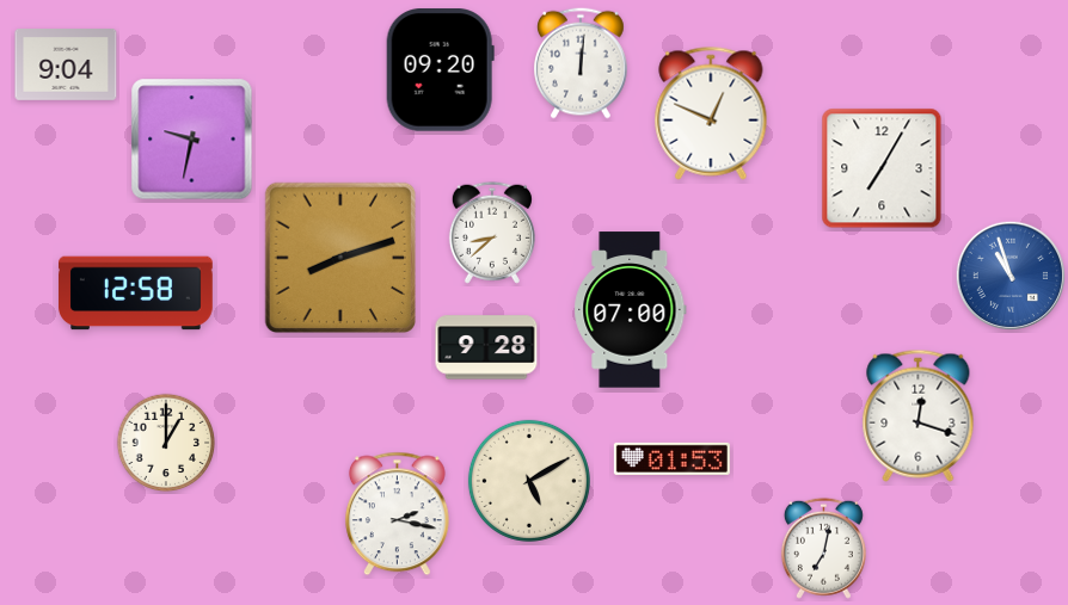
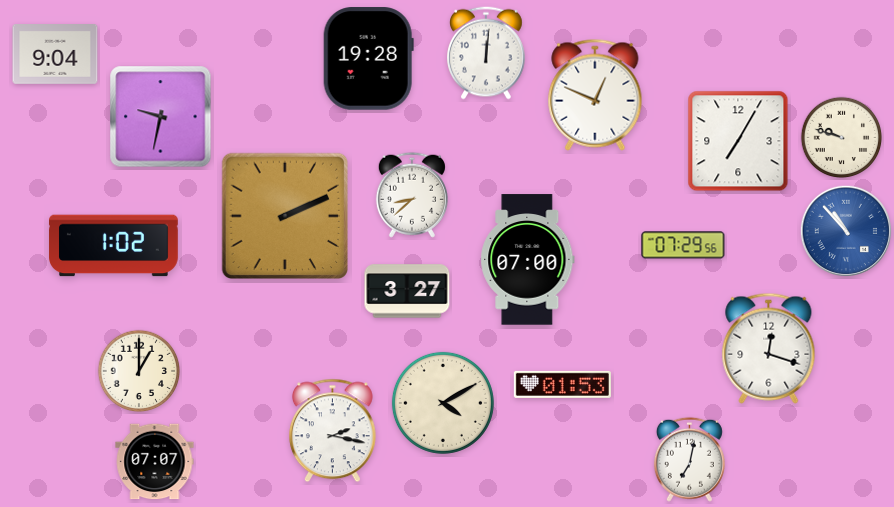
clock at (440, 70): 09:20 -> 19:28
clock at (842, 138): none -> 9:48
clock at (339, 257): 8:12 -> 2:11
clock at (1009, 274): 10:57 -> 10:53
clock at (683, 245): none -> 07:29
clock at (136, 294): 12:58 -> 1:02
clock at (486, 347): 9:28 -> 3:27
clock at (529, 481): 5:10 -> 4:10
clock at (155, 462): none -> 07:07
